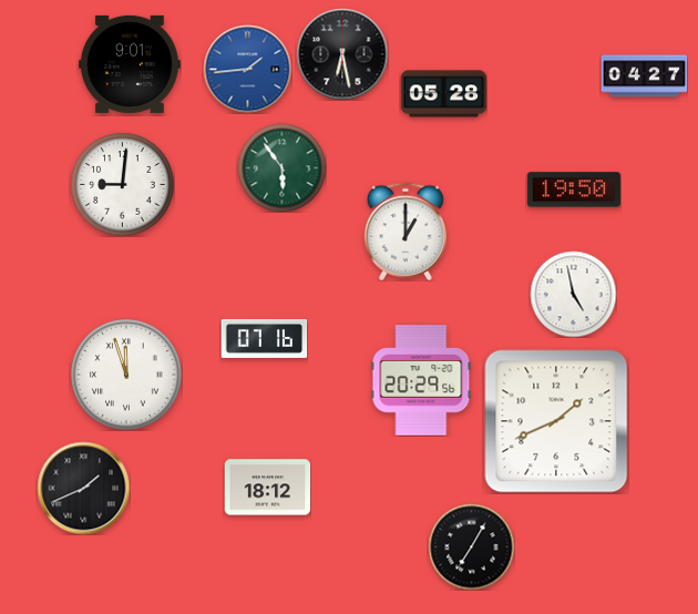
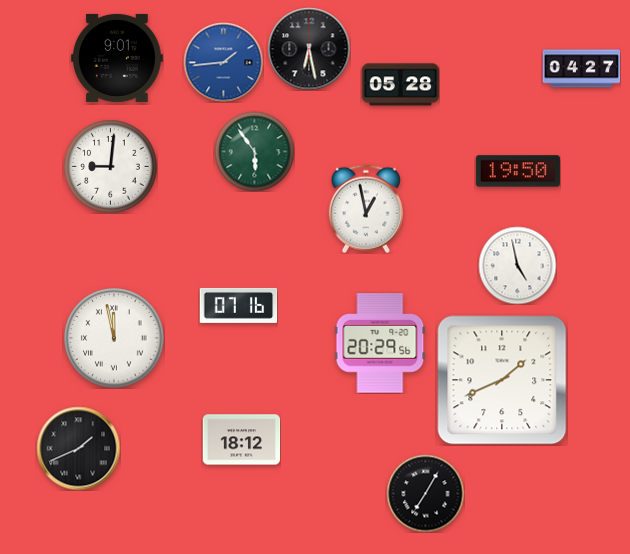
clock at (406, 232): 1:00 -> 12:58
clock at (126, 375): 11:57 -> 11:58
clock at (83, 488) position: (83, 488) -> (78, 448)
